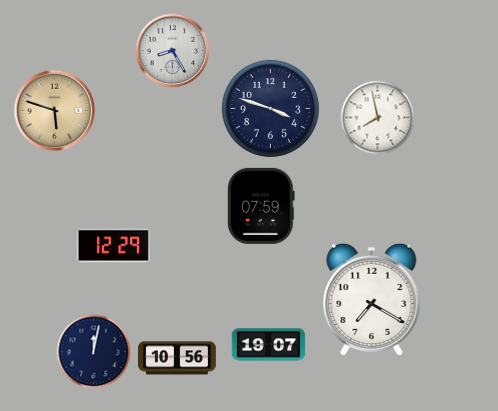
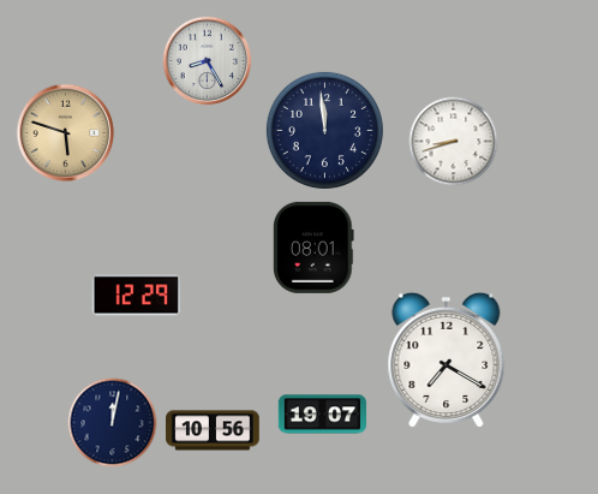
clock at (270, 108): 3:48 -> 11:59
clock at (378, 118): 7:58 -> 8:42
clock at (262, 206): 07:59 -> 08:01
